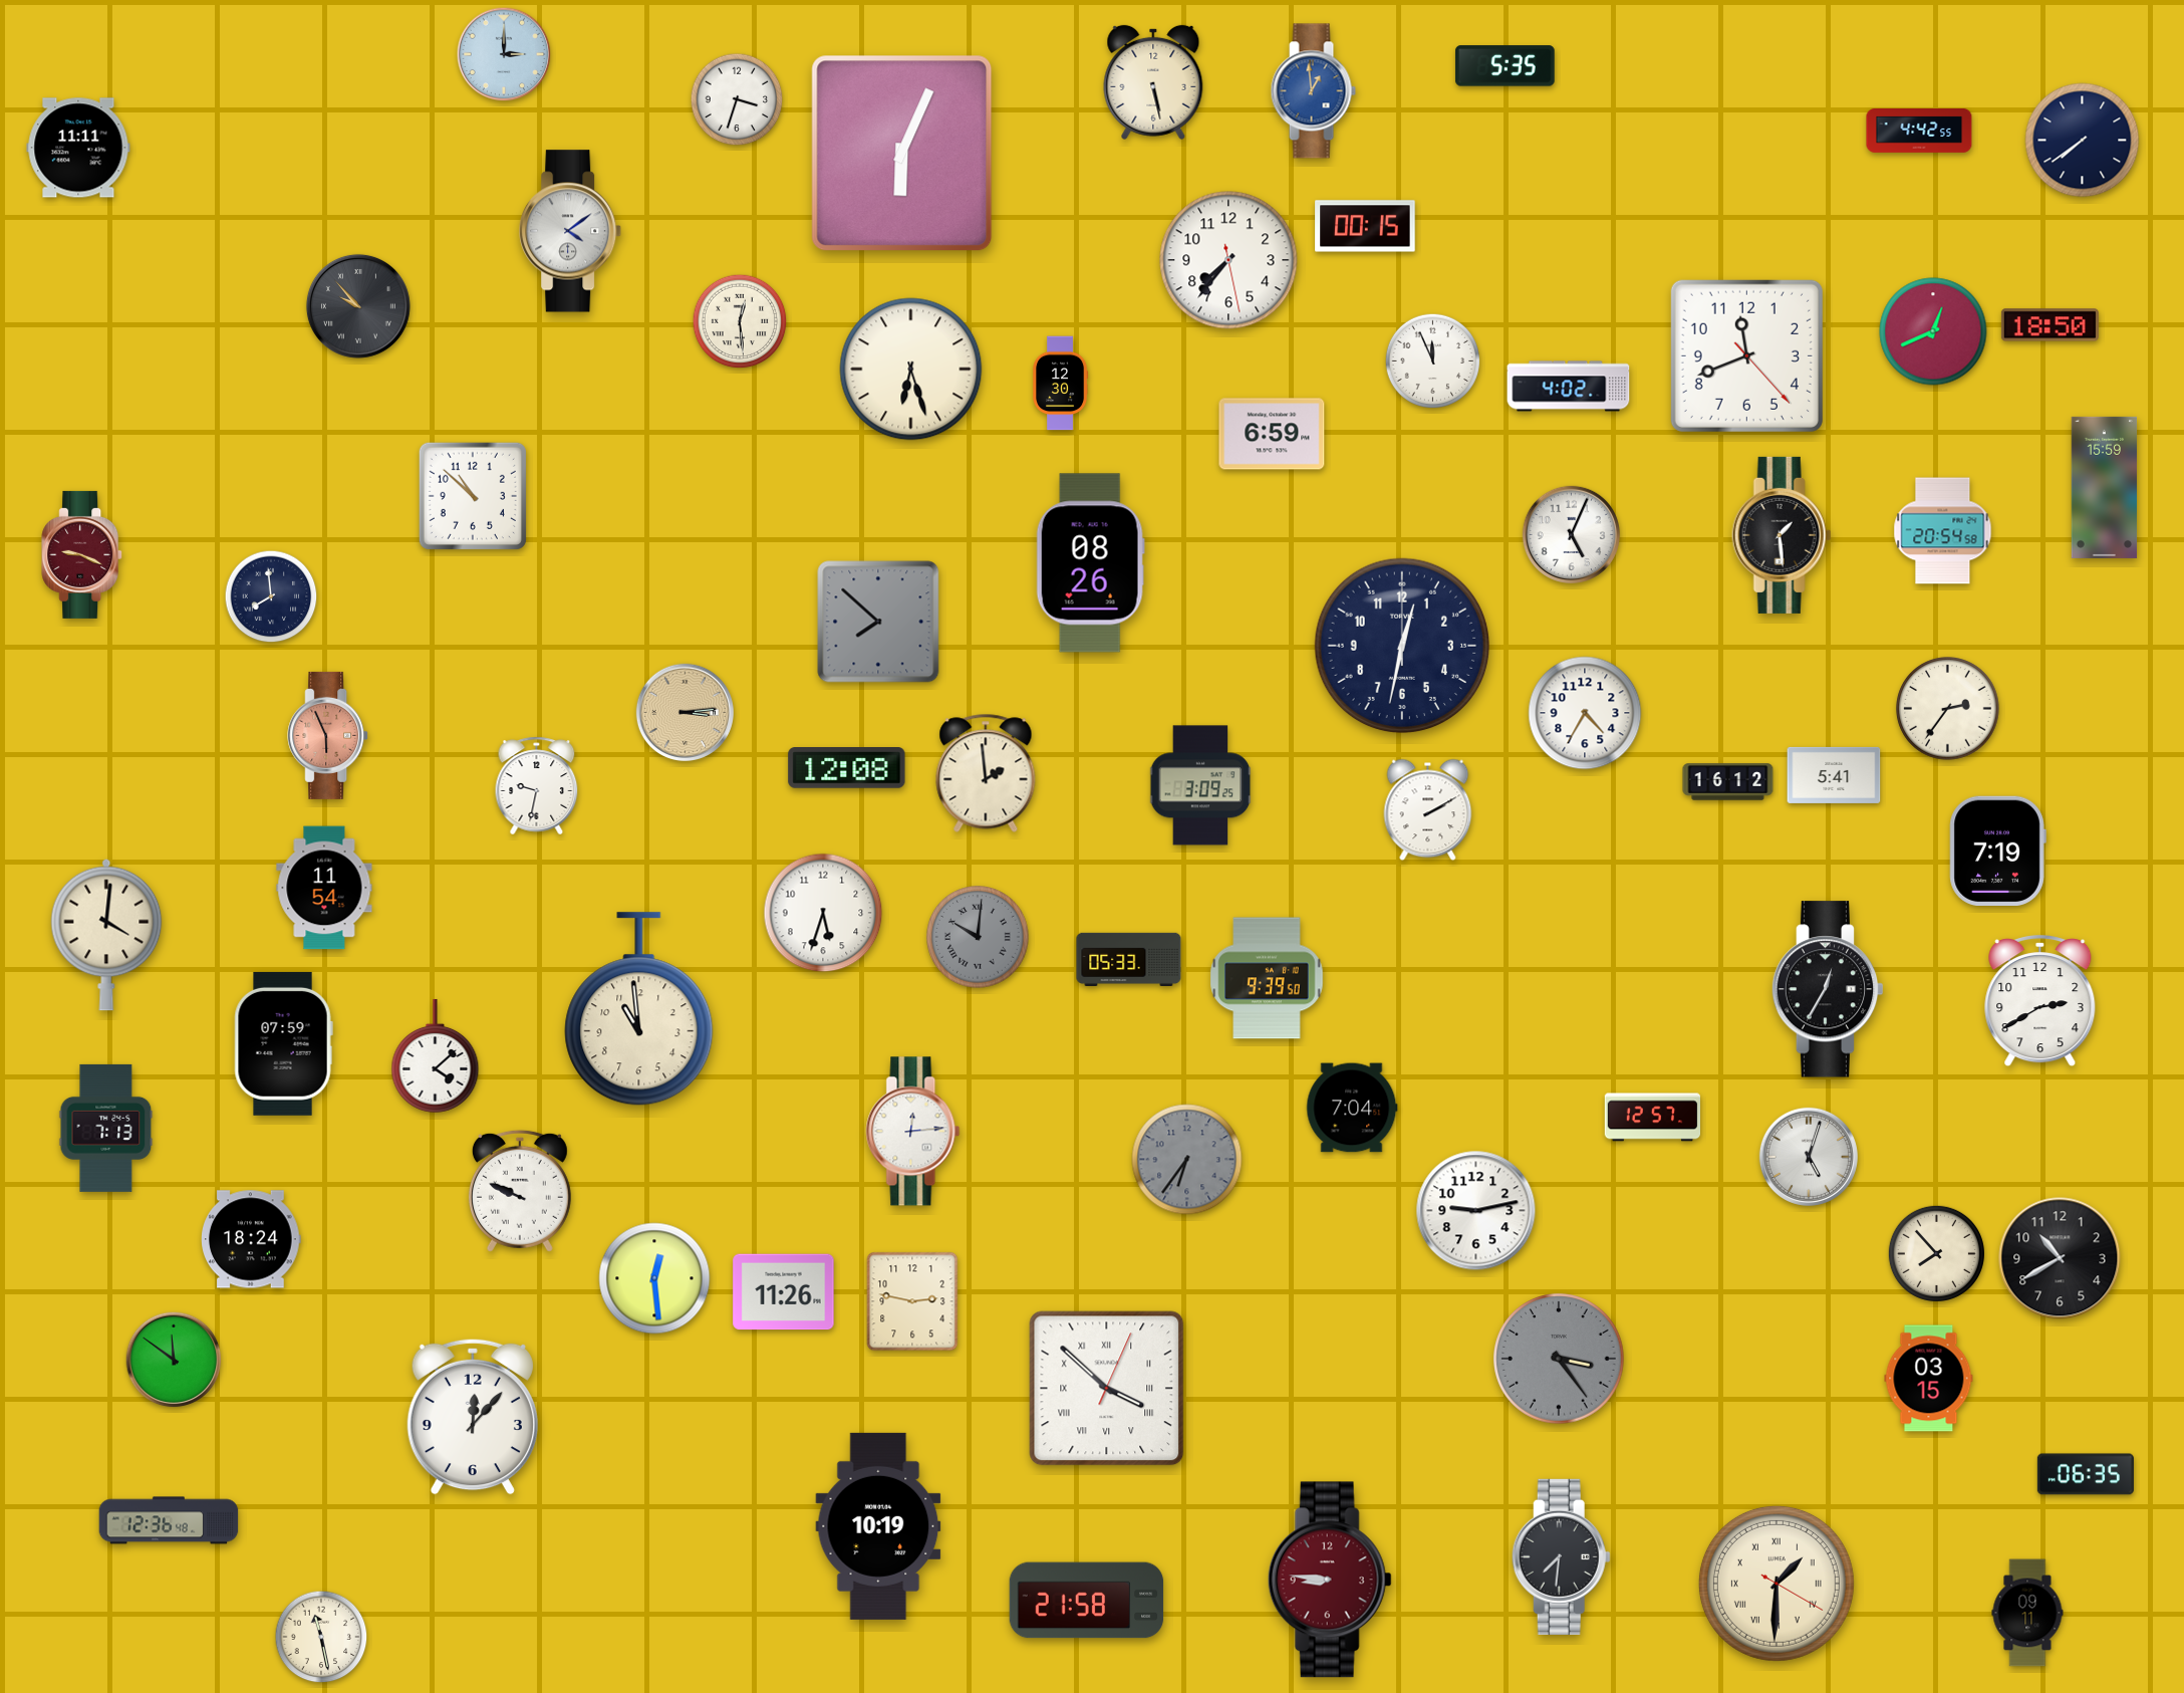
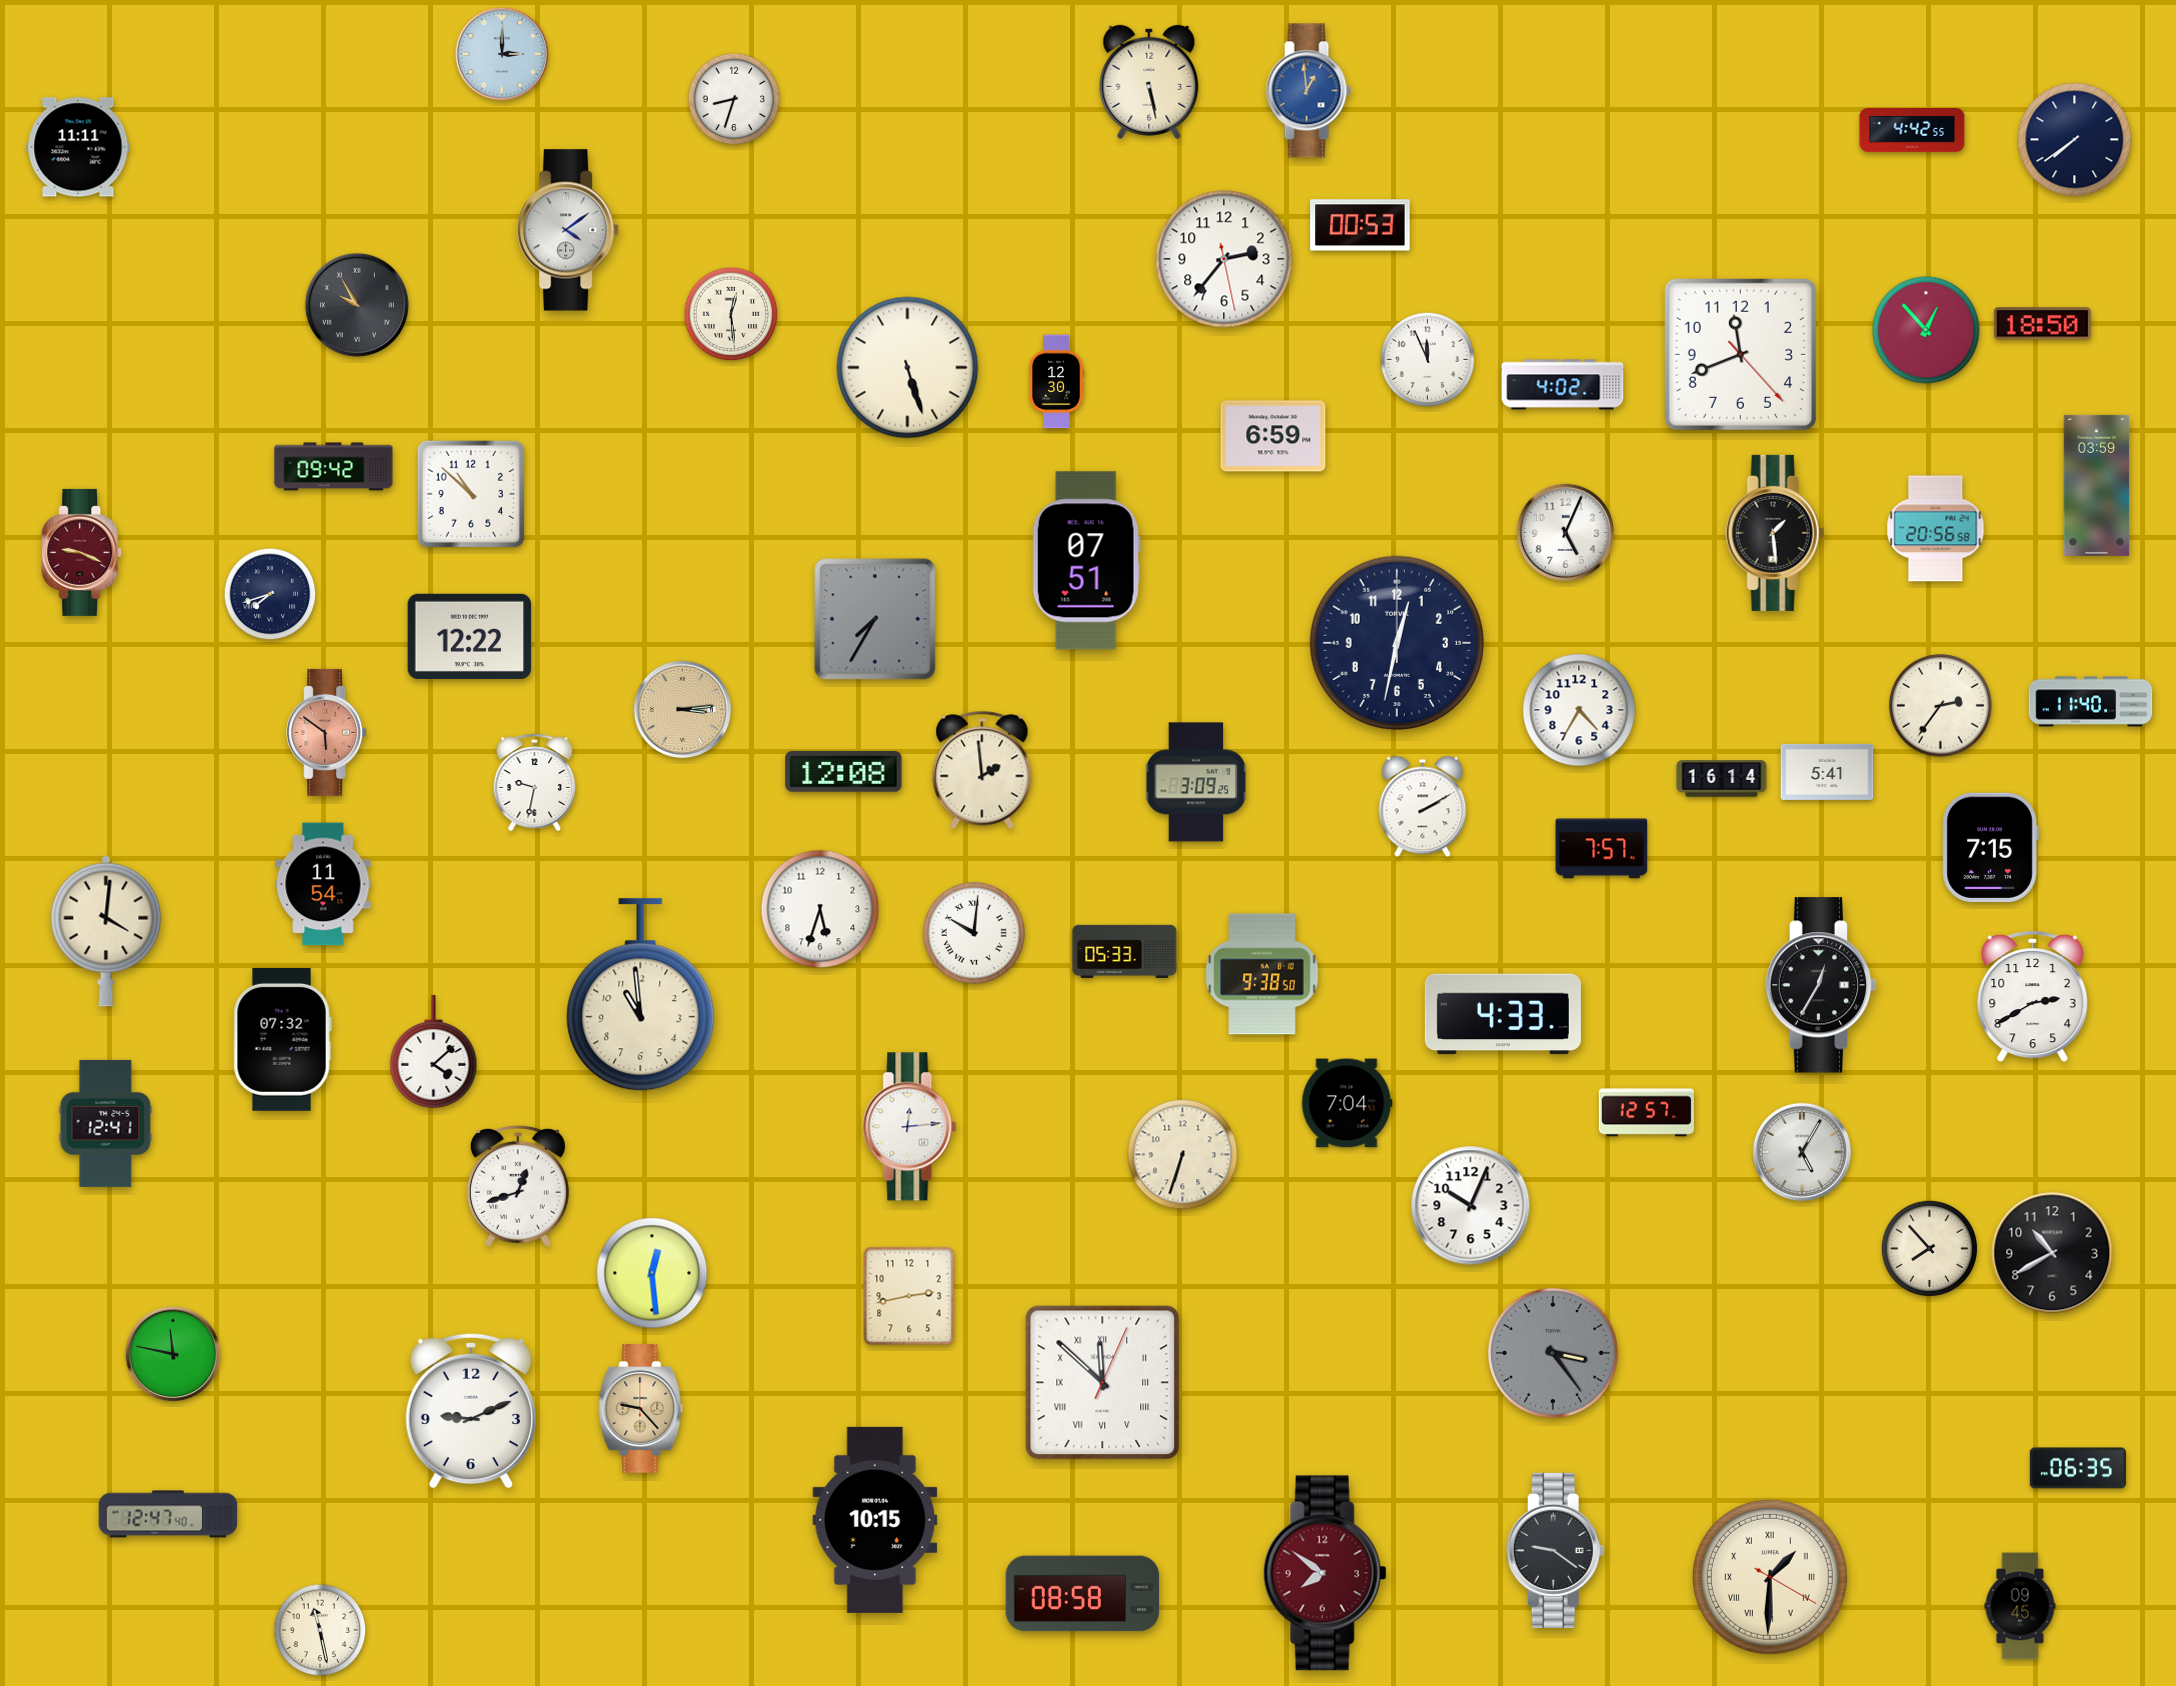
clock at (1505, 66): 5:35 -> none
clock at (737, 99): 3:33 -> 8:33
clock at (902, 154): 6:04 -> none
clock at (1365, 226): 00:15 -> 00:53
clock at (1228, 260): 7:36 -> 2:36
clock at (358, 306): 9:53 -> 9:55
clock at (740, 321) position: (740, 321) -> (731, 314)
clock at (1933, 331): 12:41 -> 12:53
clock at (911, 370): 6:27 -> 5:27
clock at (1272, 434) position: (1272, 434) -> (1273, 436)
clock at (334, 467): none -> 09:42
clock at (2105, 487): 15:59 -> 03:59
clock at (1943, 531): 20:54 -> 20:56
clock at (1090, 563): 08:26 -> 07:51
clock at (271, 596): 7:59 -> 7:42
clock at (878, 622): 7:52 -> 7:35
clock at (470, 636): none -> 12:22
clock at (2091, 702): none -> 11:40
clock at (328, 735): 5:56 -> 5:51
clock at (847, 768) position: (847, 768) -> (844, 772)
clock at (1728, 782): 16:12 -> 16:14
clock at (1997, 851): 7:19 -> 7:15
clock at (1602, 849): none -> 7:57
clock at (978, 937) dial: grey -> white
clock at (1129, 959) position: (1129, 959) -> (1125, 951)
clock at (1267, 978): 9:39 -> 9:38
clock at (639, 1009) position: (639, 1009) -> (641, 995)
clock at (1503, 1014): none -> 4:33
clock at (283, 1043): 07:59 -> 07:32
clock at (106, 1128): 7:13 -> 12:41
clock at (1809, 1157): 5:03 -> 5:05
clock at (1187, 1160): 6:36 -> 6:33
clock at (1187, 1160) dial: grey -> cream
clock at (520, 1191): 9:49 -> 12:42
clock at (1476, 1211): 9:13 -> 10:04
clock at (252, 1239): 18:24 -> none
clock at (784, 1292): 11:26 -> none
clock at (912, 1301): 2:47 -> 2:43
clock at (174, 1360): 11:51 -> 11:47
clock at (1929, 1379): 03:15 -> none
clock at (1107, 1389): 3:52 -> 11:52
clock at (641, 1409): none -> 9:23
clock at (473, 1417): 12:07 -> 9:11
clock at (169, 1520): 12:36 -> 12:47
clock at (878, 1526): 10:19 -> 10:15
clock at (1561, 1556): 7:31 -> 9:21
clock at (1330, 1580): 8:46 -> 7:51
clock at (1087, 1601): 21:58 -> 08:58
clock at (2027, 1613): 09:11 -> 09:45
